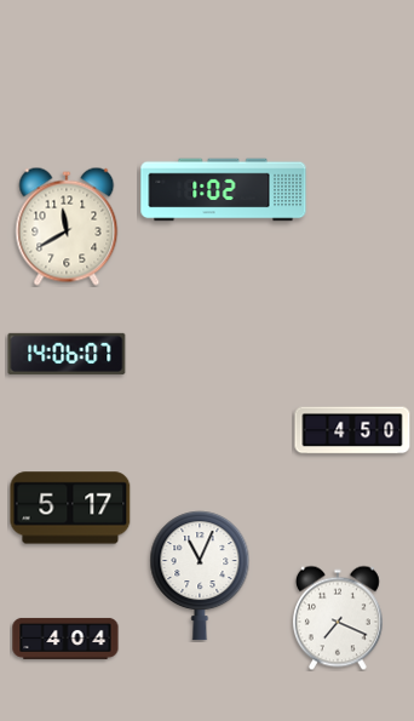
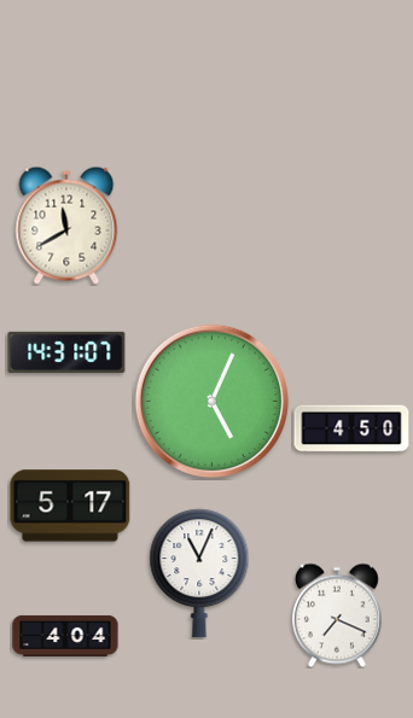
clock at (224, 190): 1:02 -> none
clock at (67, 354): 14:06 -> 14:31
clock at (213, 402): none -> 5:04
